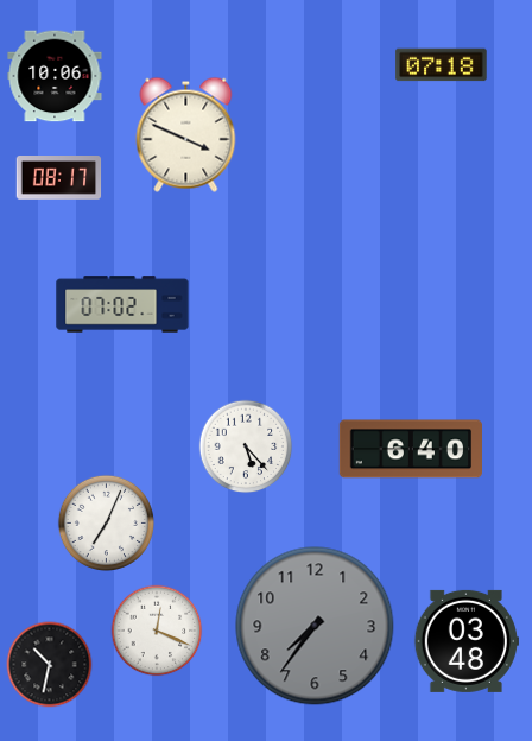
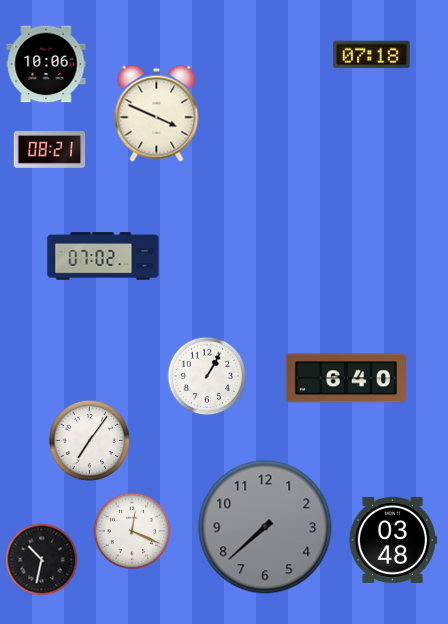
clock at (59, 178): 08:17 -> 08:21
clock at (246, 446): 5:23 -> 1:05
clock at (106, 522): 7:04 -> 7:06
clock at (315, 626): 7:36 -> 7:38
